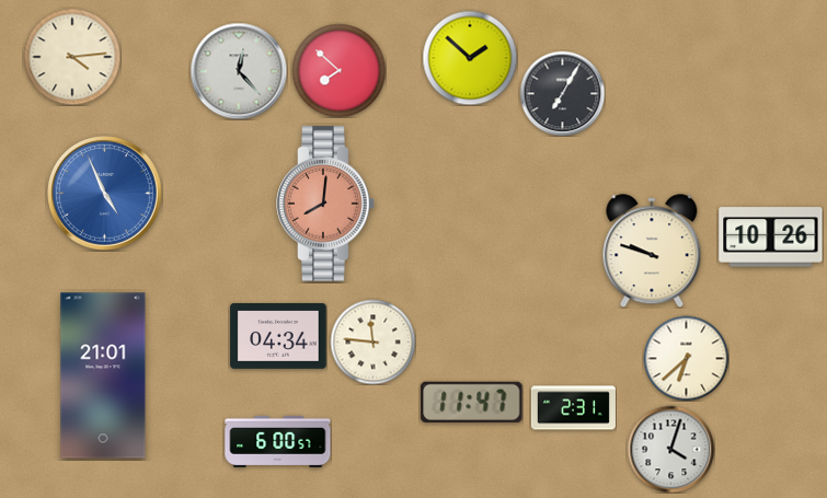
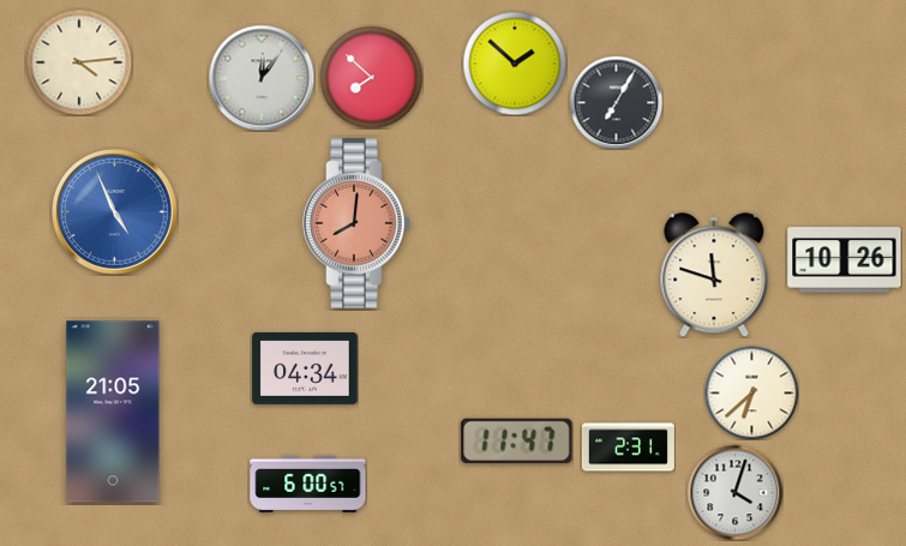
clock at (239, 71): 12:23 -> 12:06
clock at (652, 251): 9:48 -> 11:48
clock at (372, 341): 11:46 -> none
clock at (103, 375): 21:01 -> 21:05
clock at (278, 441) position: (278, 441) -> (308, 484)
